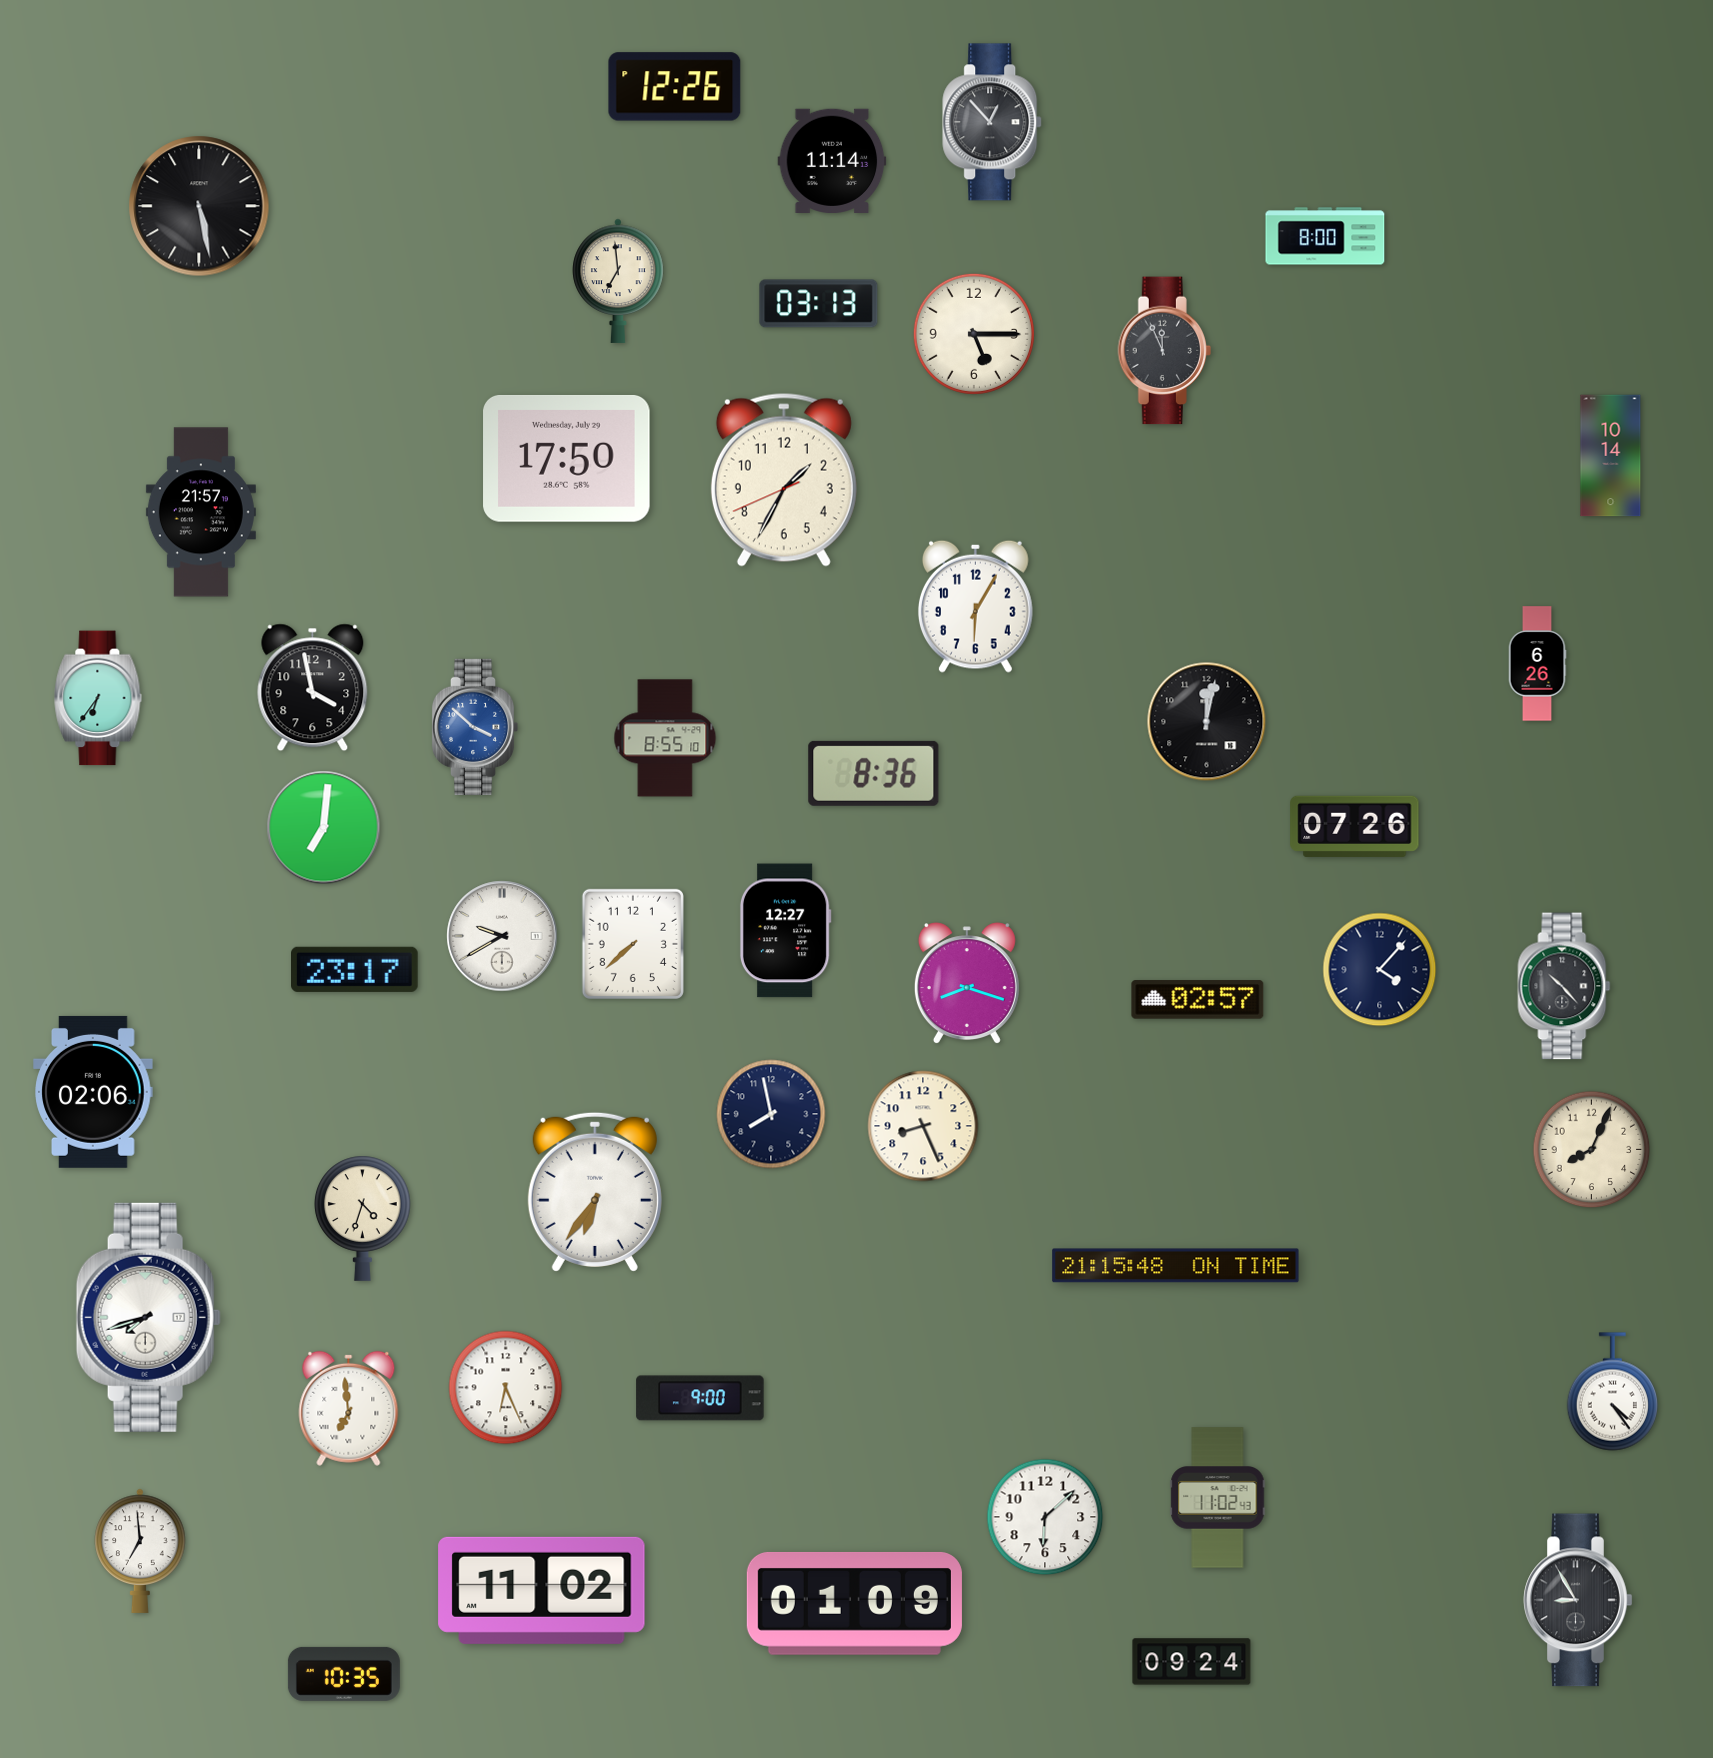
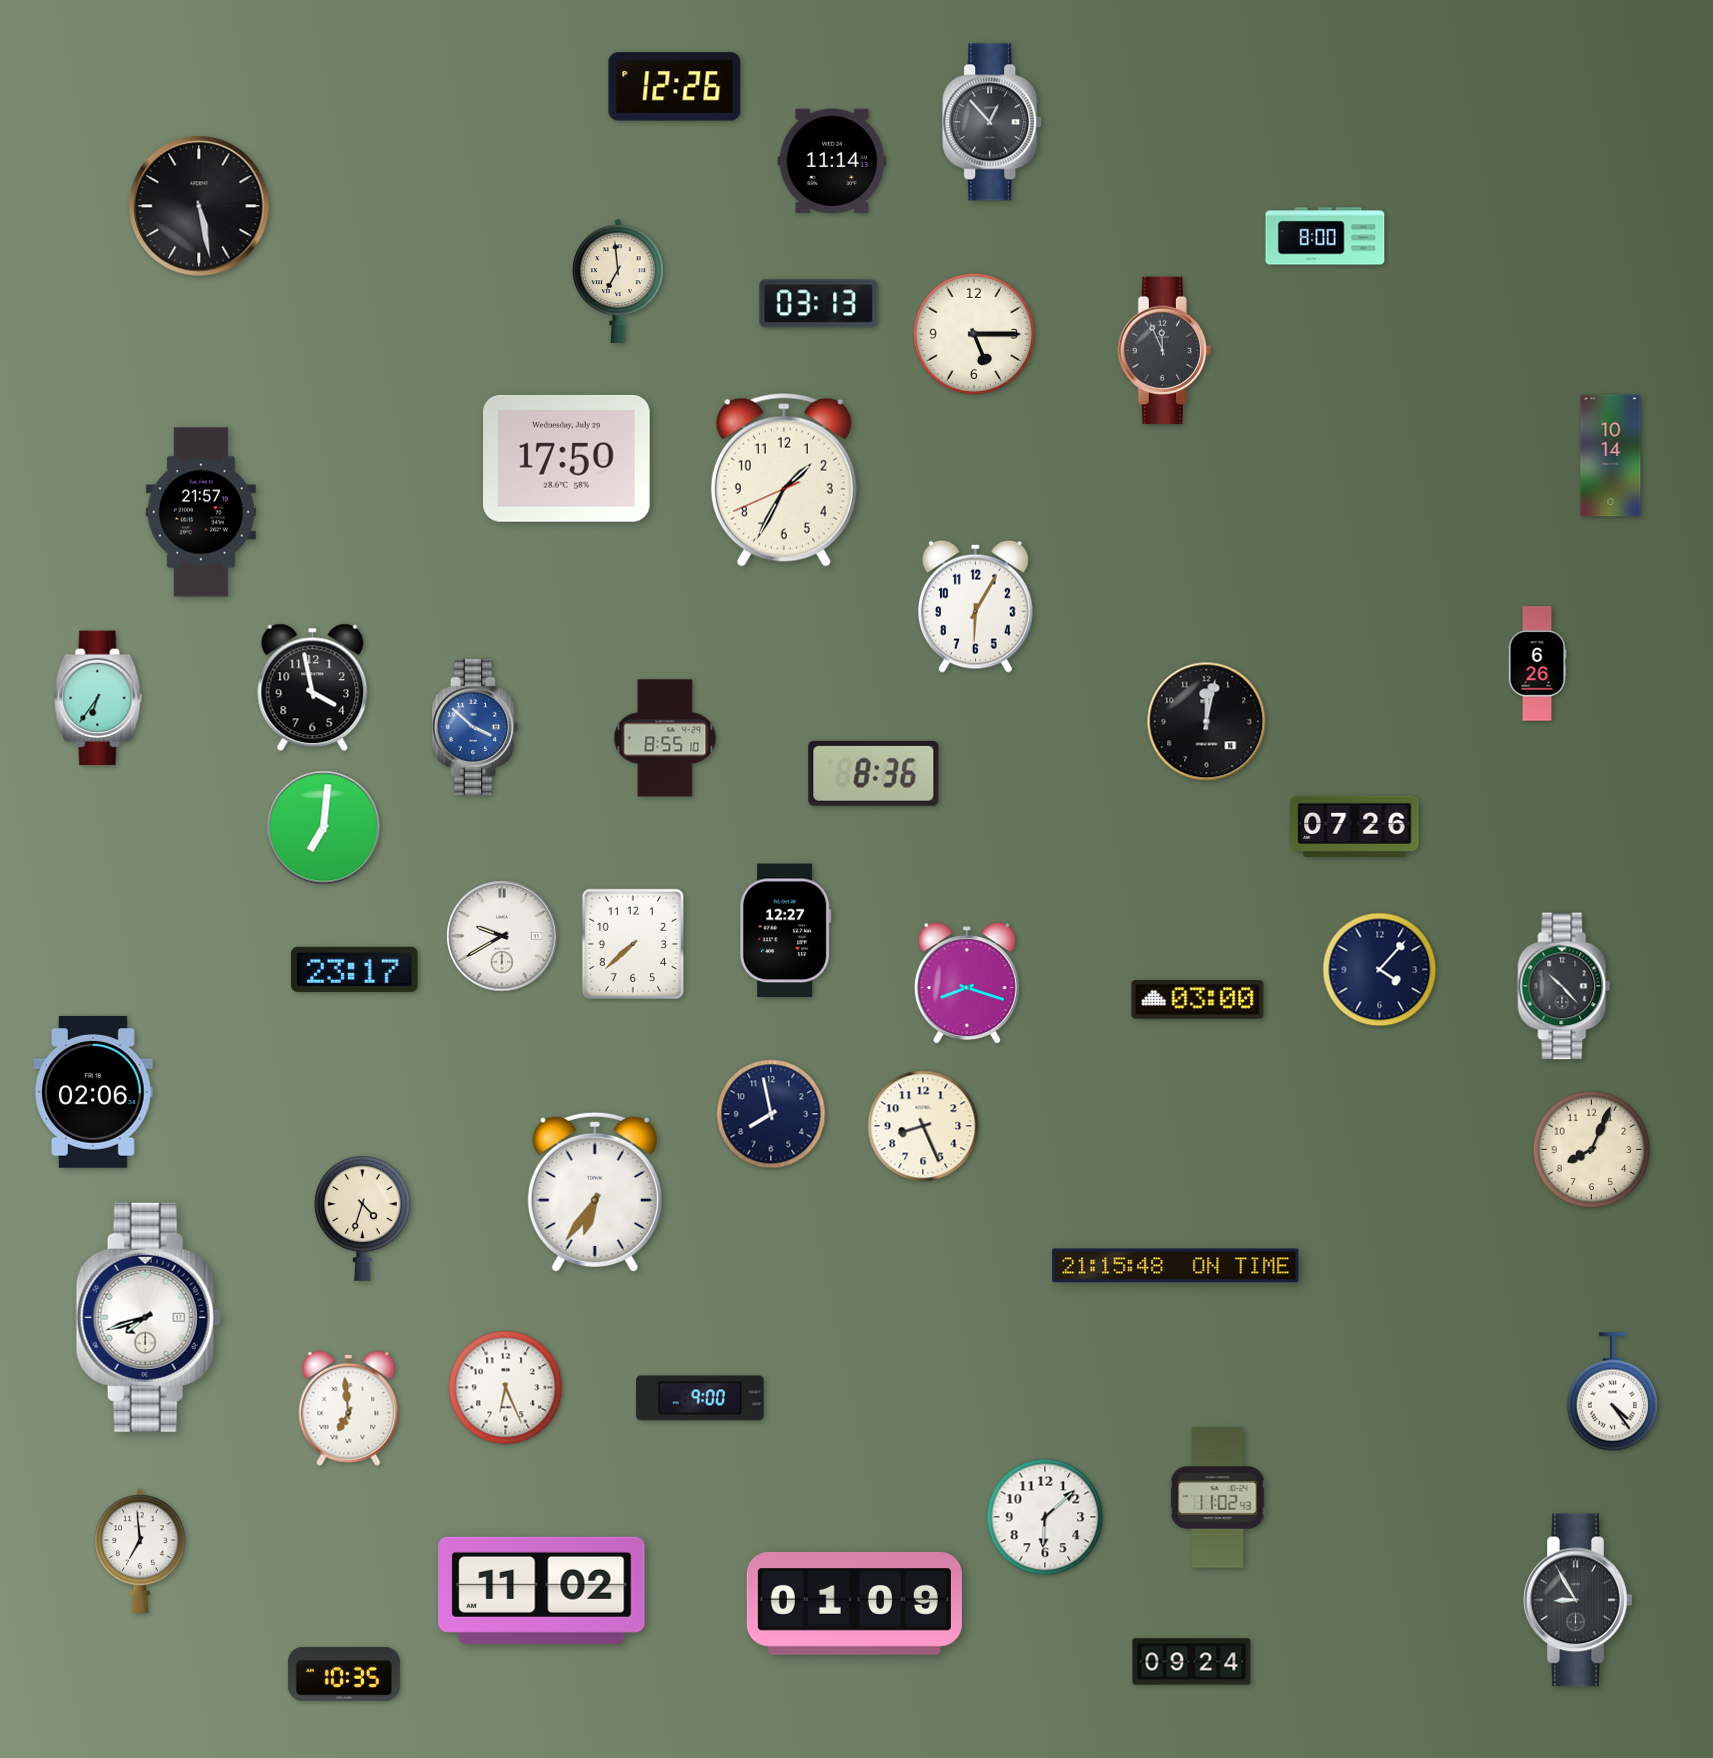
clock at (1198, 1000): 02:57 -> 03:00
